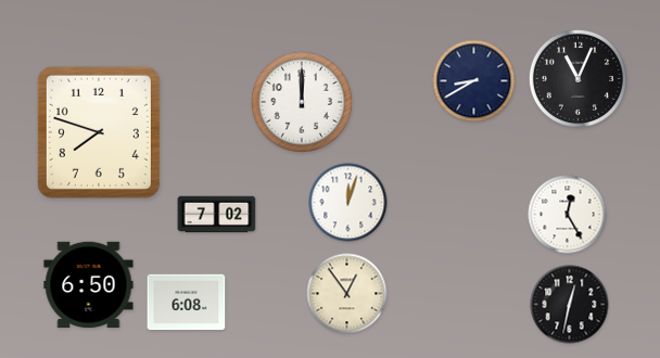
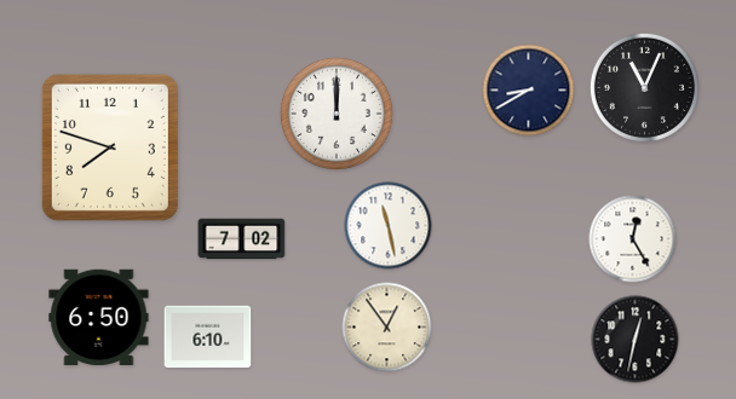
clock at (348, 203): 12:03 -> 11:28
clock at (187, 303): 6:08 -> 6:10
